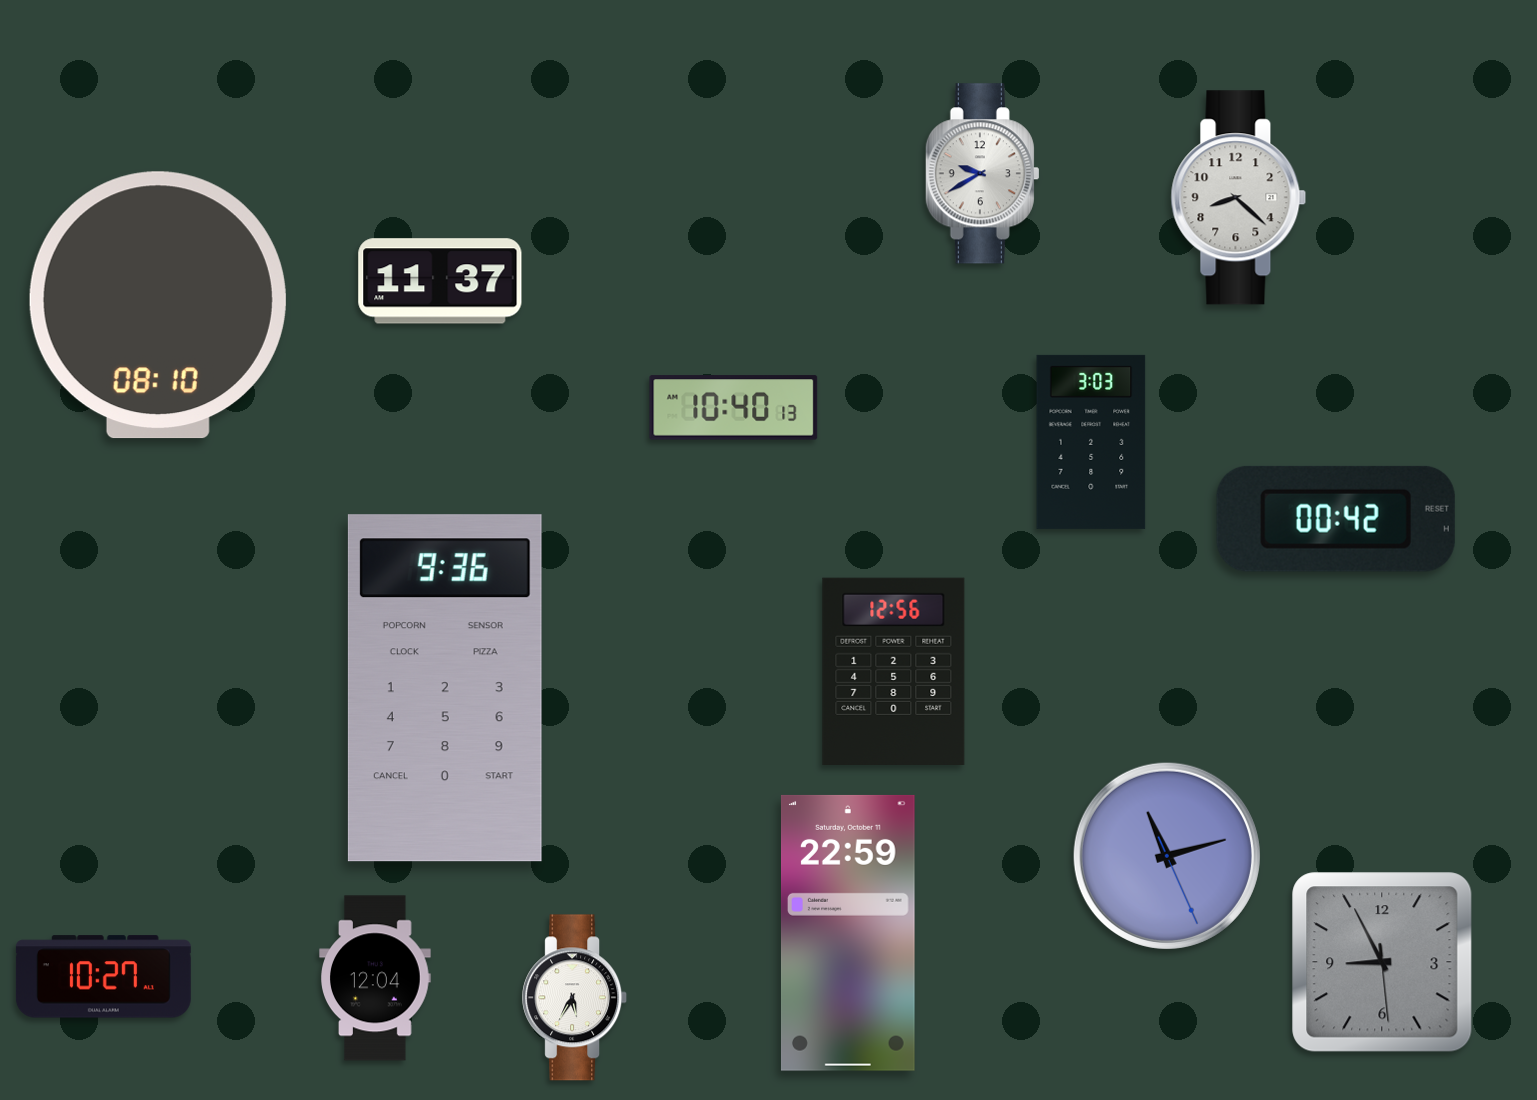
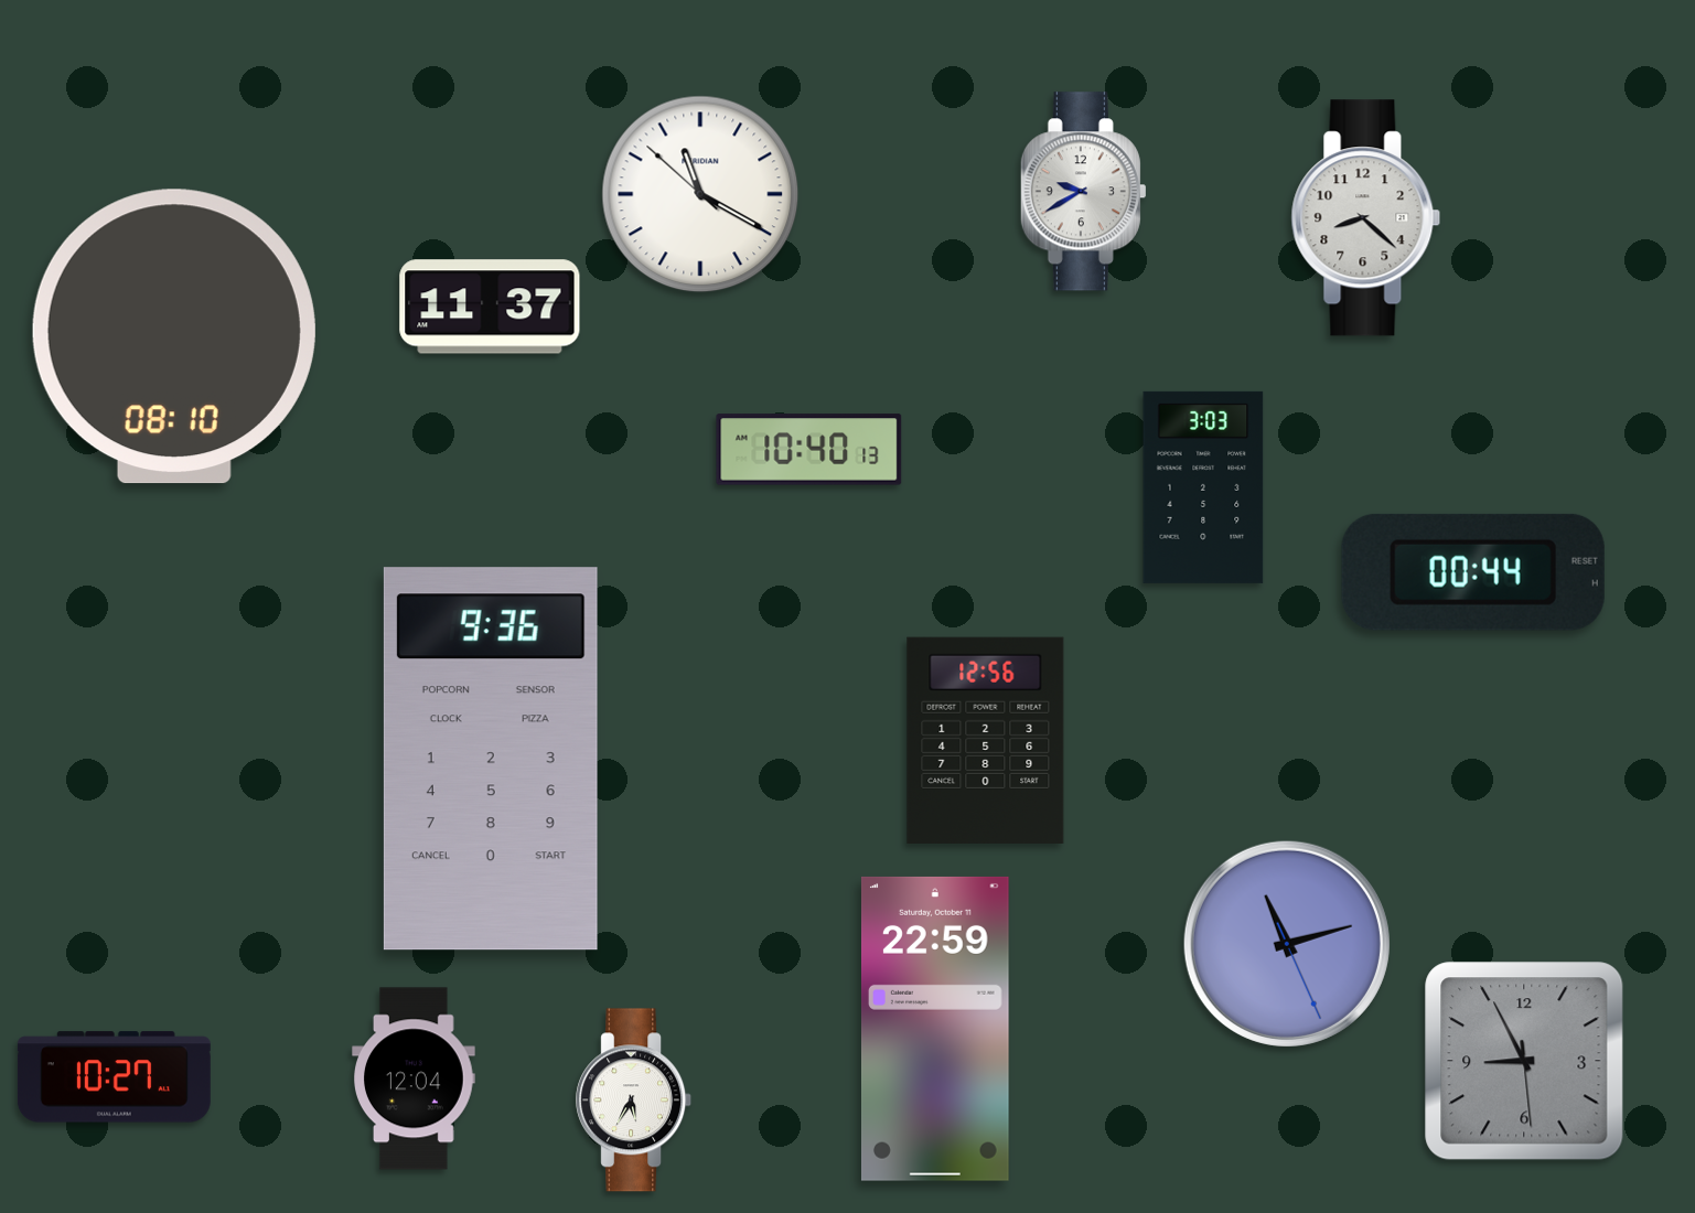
clock at (700, 194): none -> 11:19
clock at (440, 281) position: (440, 281) -> (490, 307)
clock at (1336, 519): 00:42 -> 00:44
